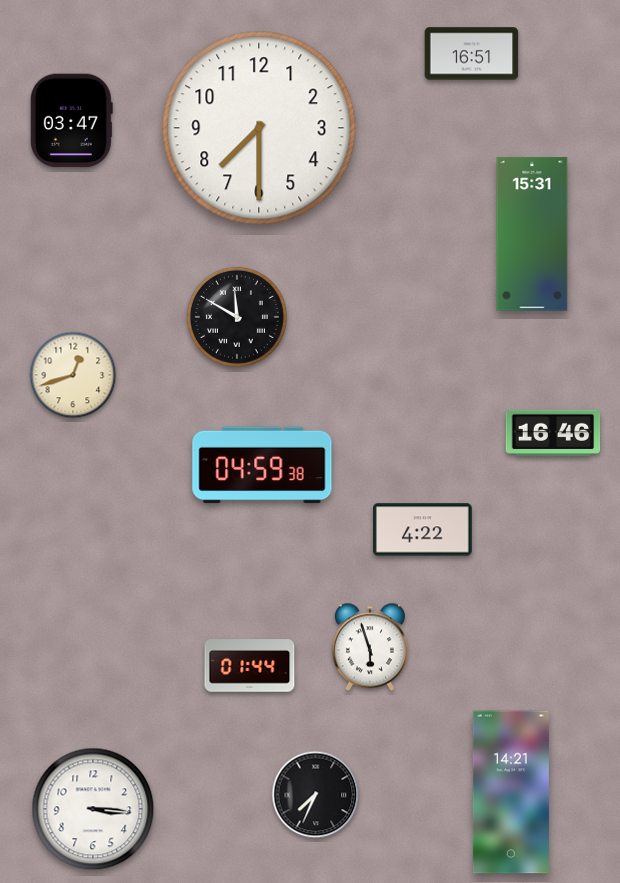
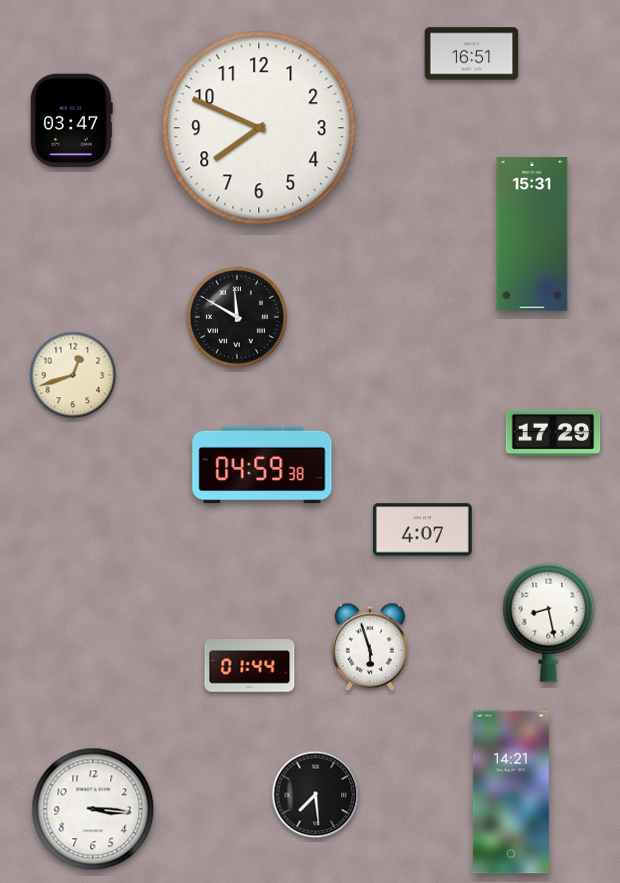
clock at (259, 128): 7:30 -> 7:49
clock at (553, 432): 16:46 -> 17:29
clock at (423, 530): 4:22 -> 4:07
clock at (549, 622): none -> 8:28
clock at (316, 795): 7:34 -> 7:29
